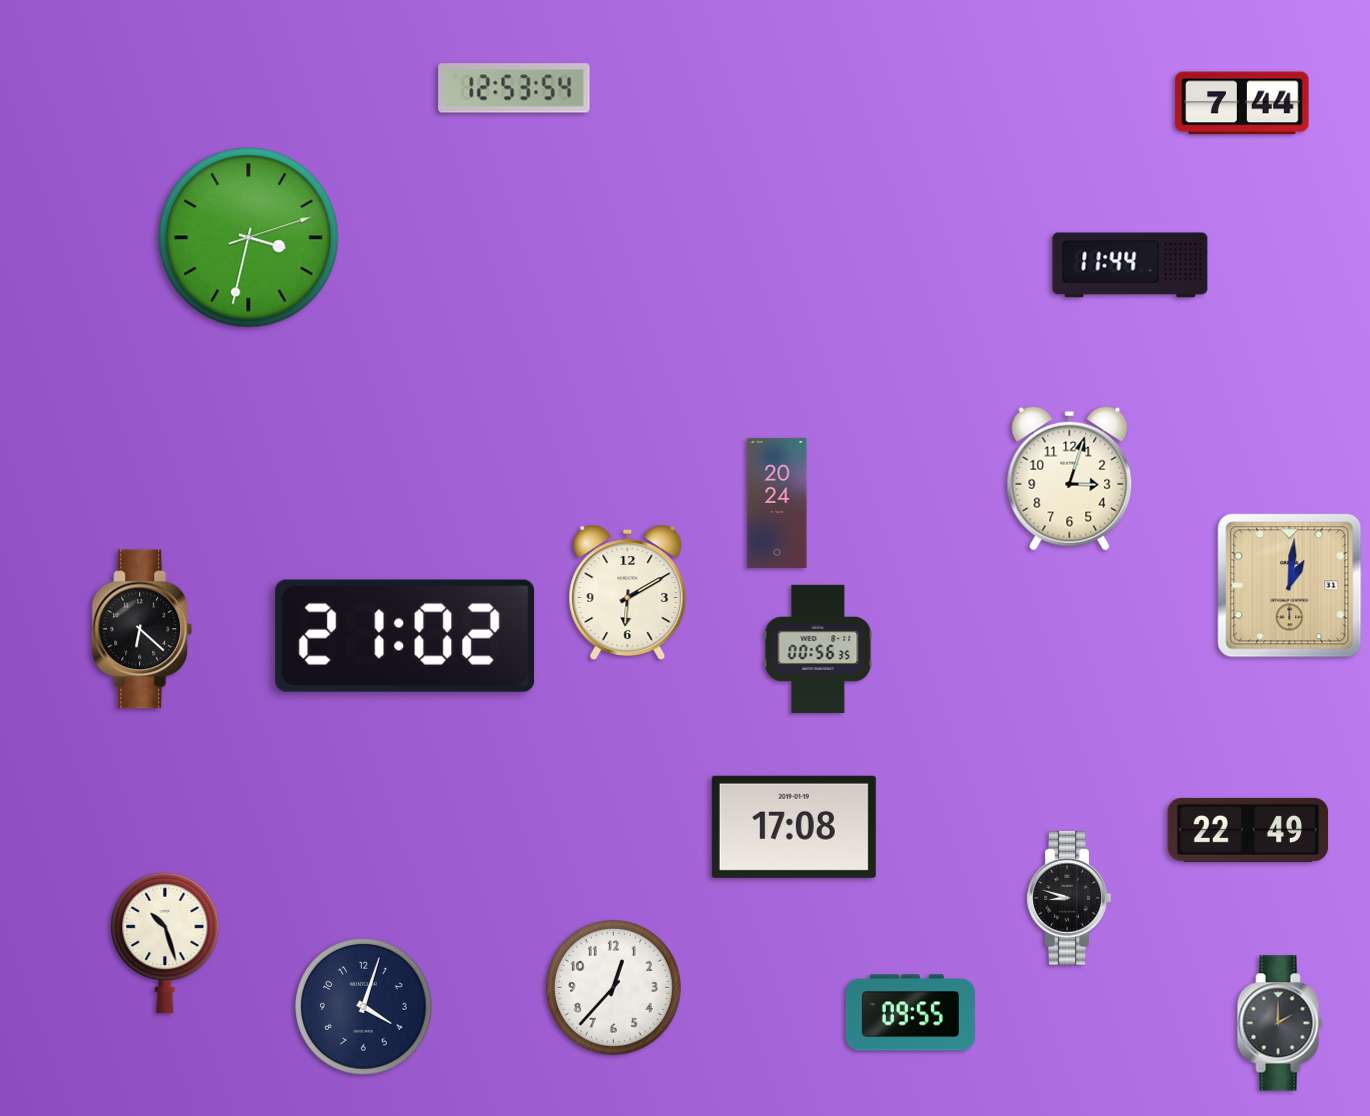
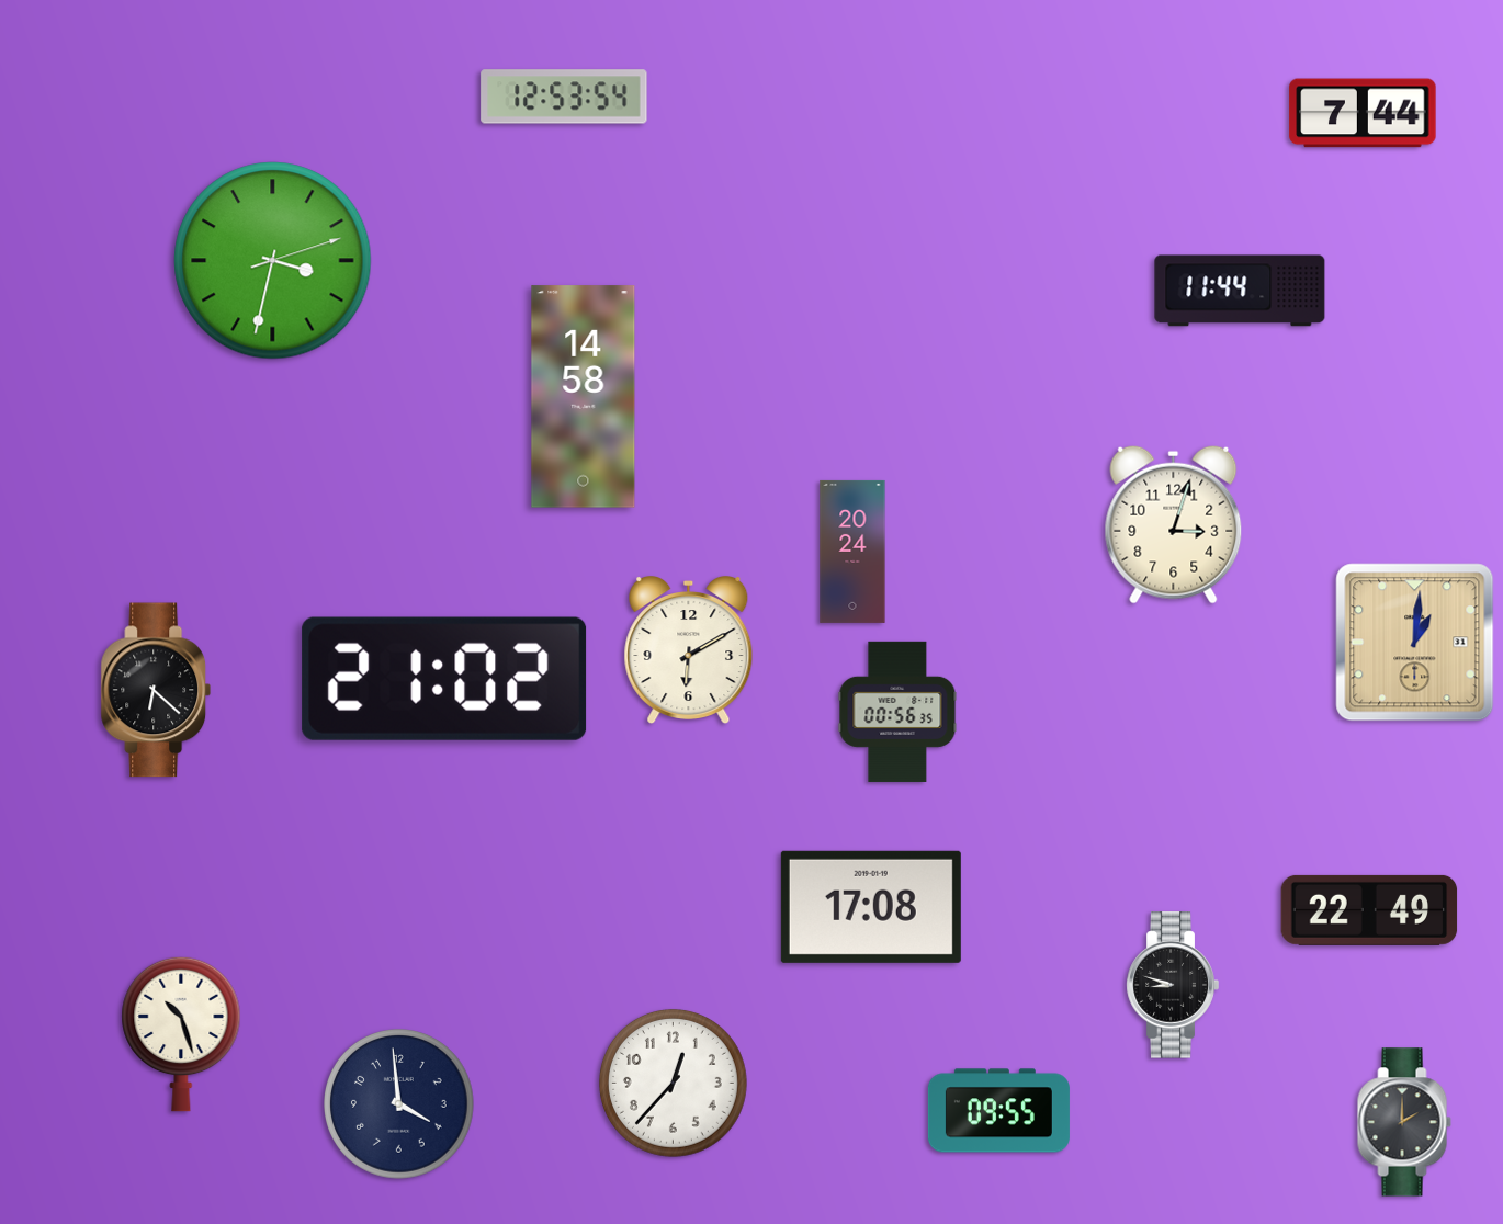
clock at (584, 397): none -> 14:58
clock at (405, 636) position: (405, 636) -> (444, 679)
clock at (364, 1007): 4:03 -> 3:59
